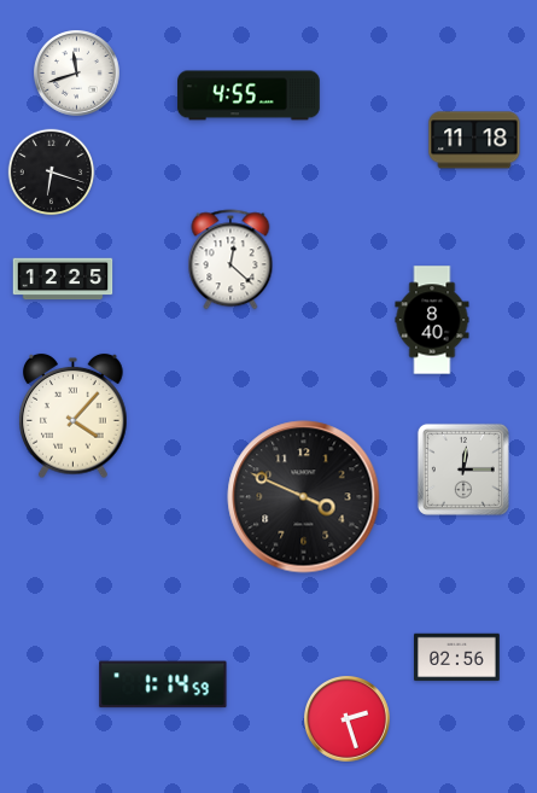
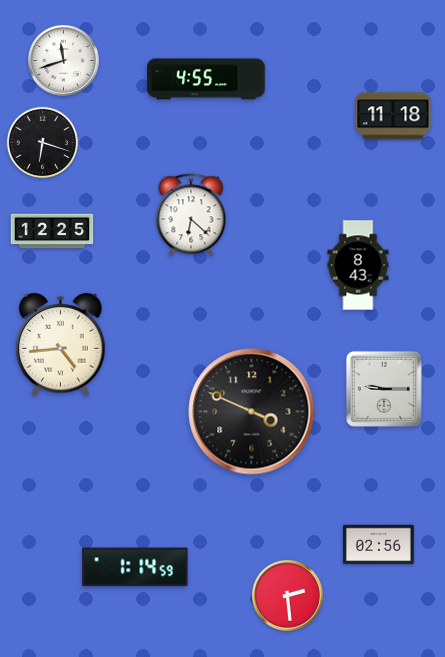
clock at (230, 260): 12:22 -> 6:22
clock at (432, 320): 8:40 -> 8:43
clock at (74, 416): 4:07 -> 4:44
clock at (463, 470): 12:15 -> 9:15
clock at (348, 719): 2:27 -> 2:29
